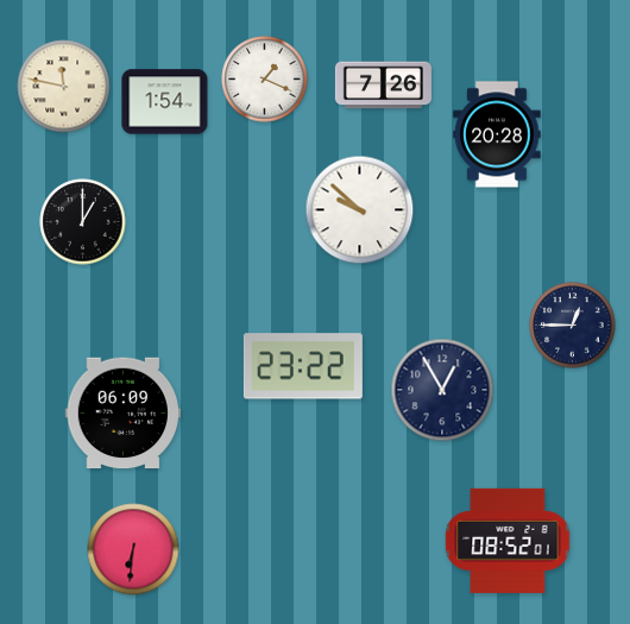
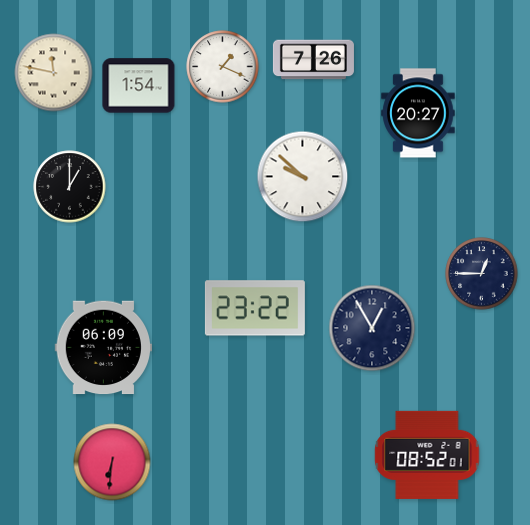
clock at (383, 86) position: (383, 86) -> (313, 60)
clock at (497, 134): 20:28 -> 20:27
